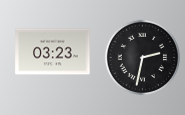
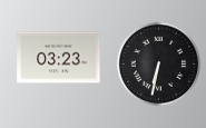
clock at (143, 58): 2:32 -> 6:32
